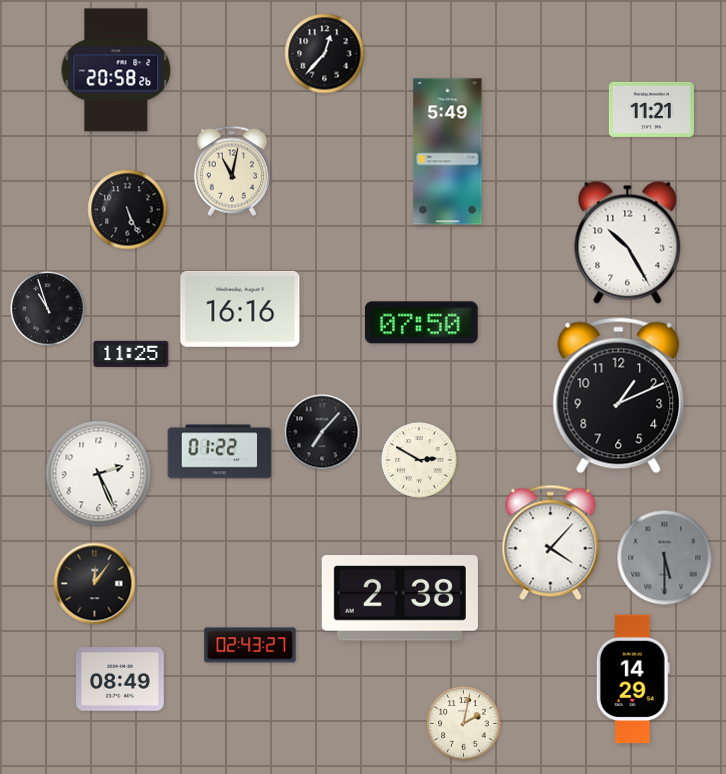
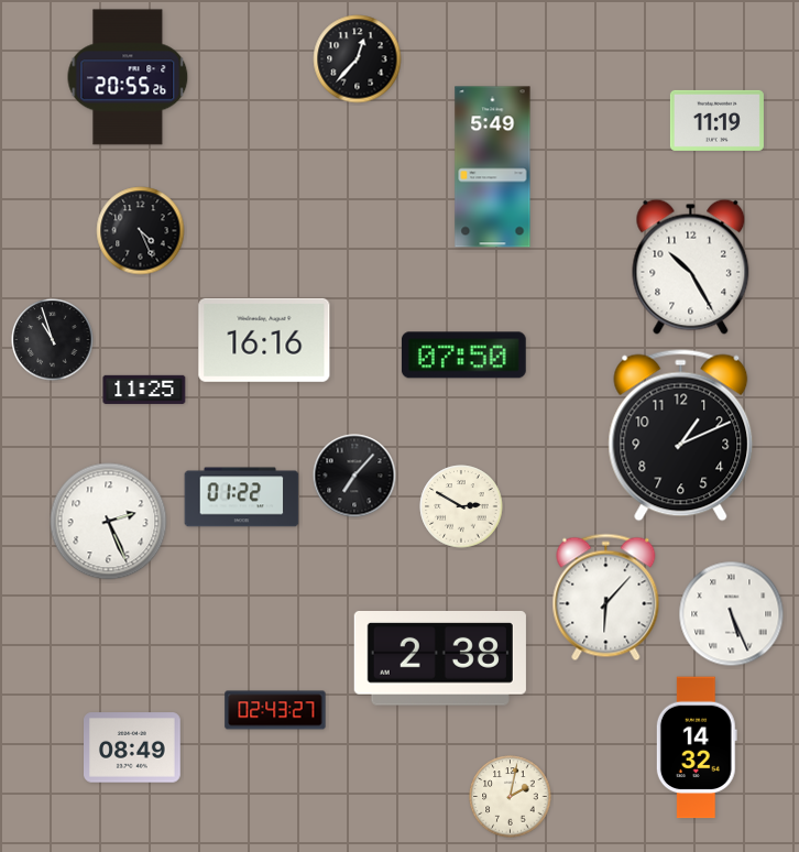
clock at (116, 70): 20:58 -> 20:55
clock at (651, 109): 11:21 -> 11:19
clock at (232, 171): 11:02 -> none
clock at (128, 210): 5:26 -> 4:26
clock at (551, 543): 4:07 -> 6:07
clock at (665, 558): 5:30 -> 5:26
clock at (665, 558) dial: grey -> white
clock at (95, 584): 12:06 -> none
clock at (633, 679): 14:29 -> 14:32
